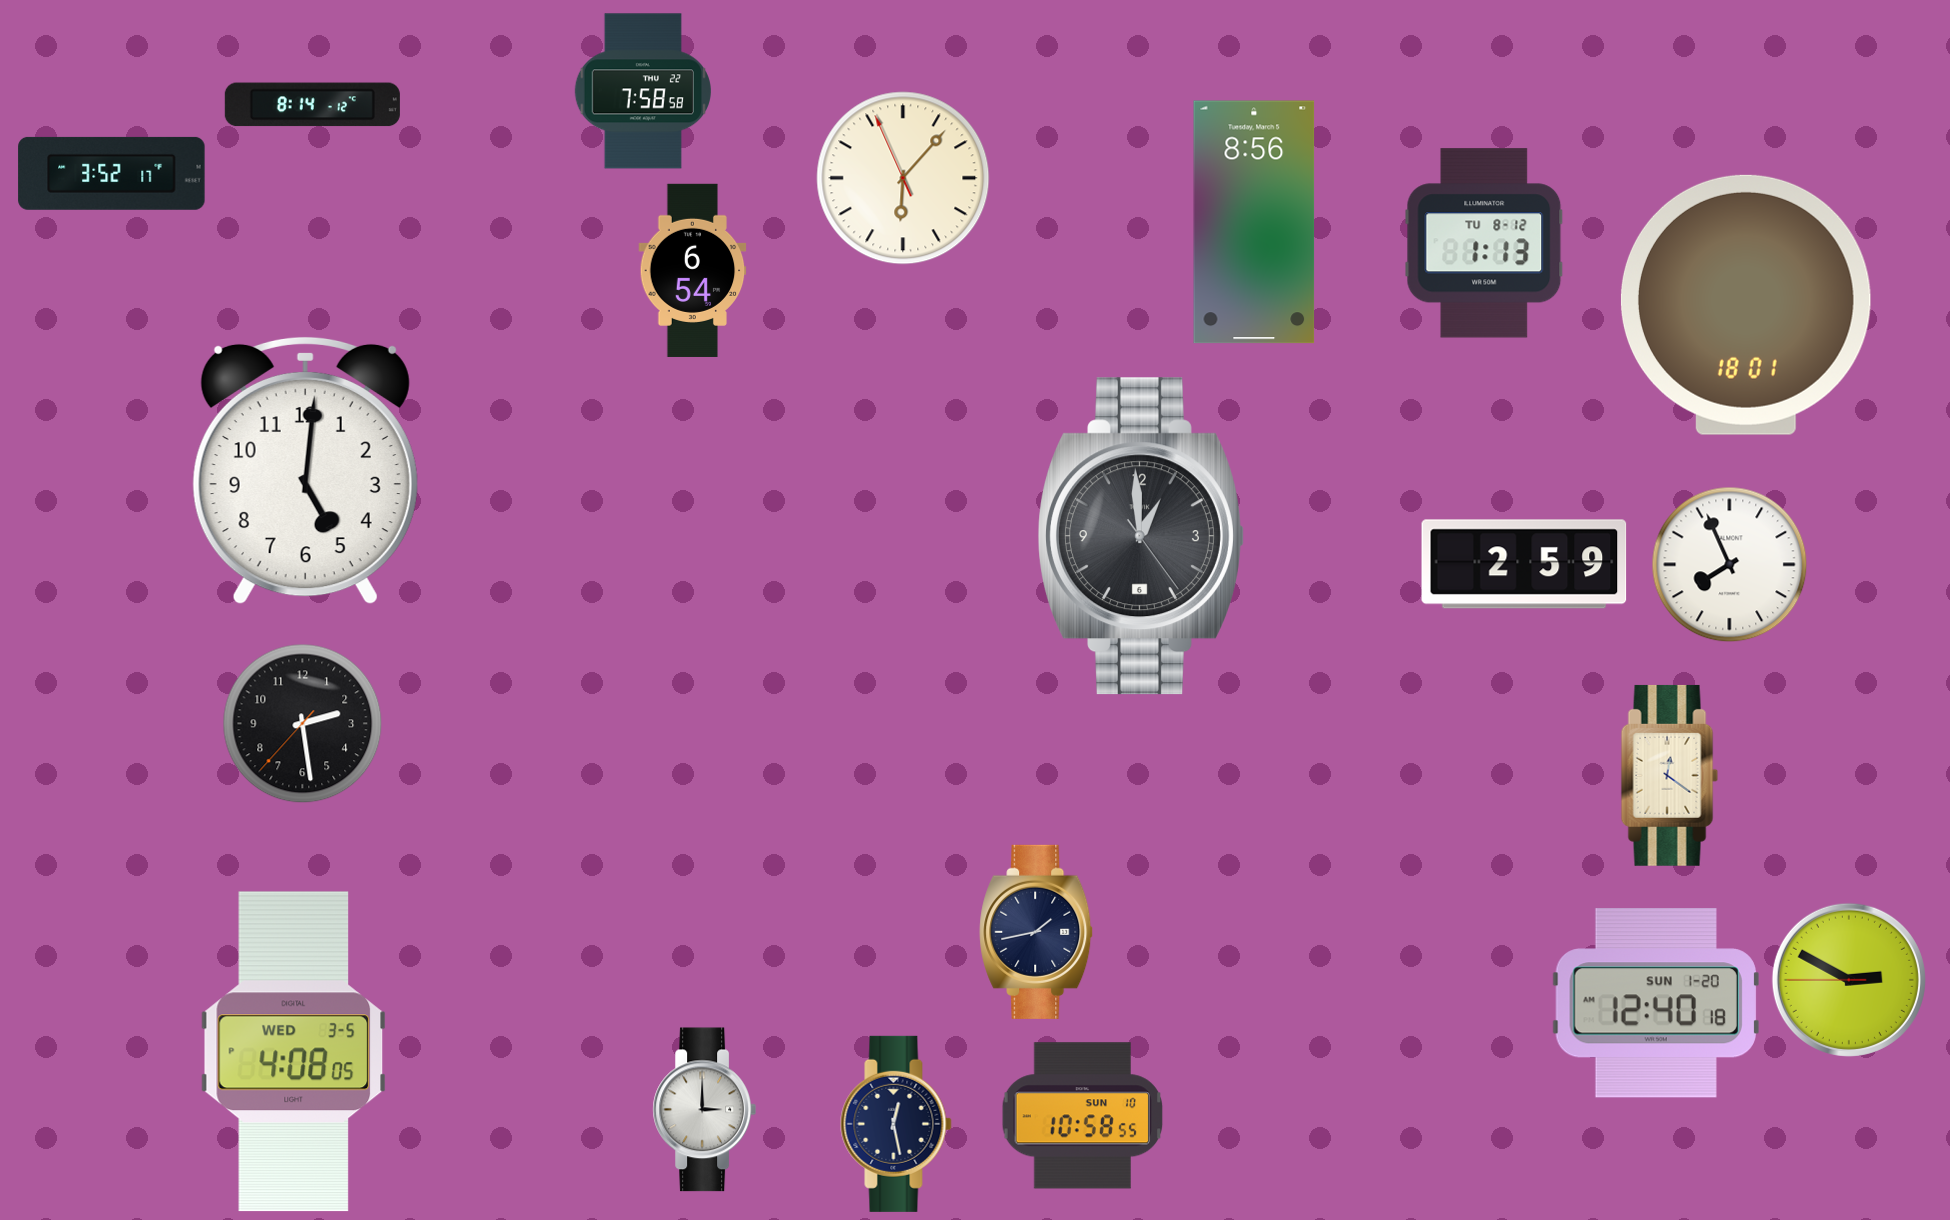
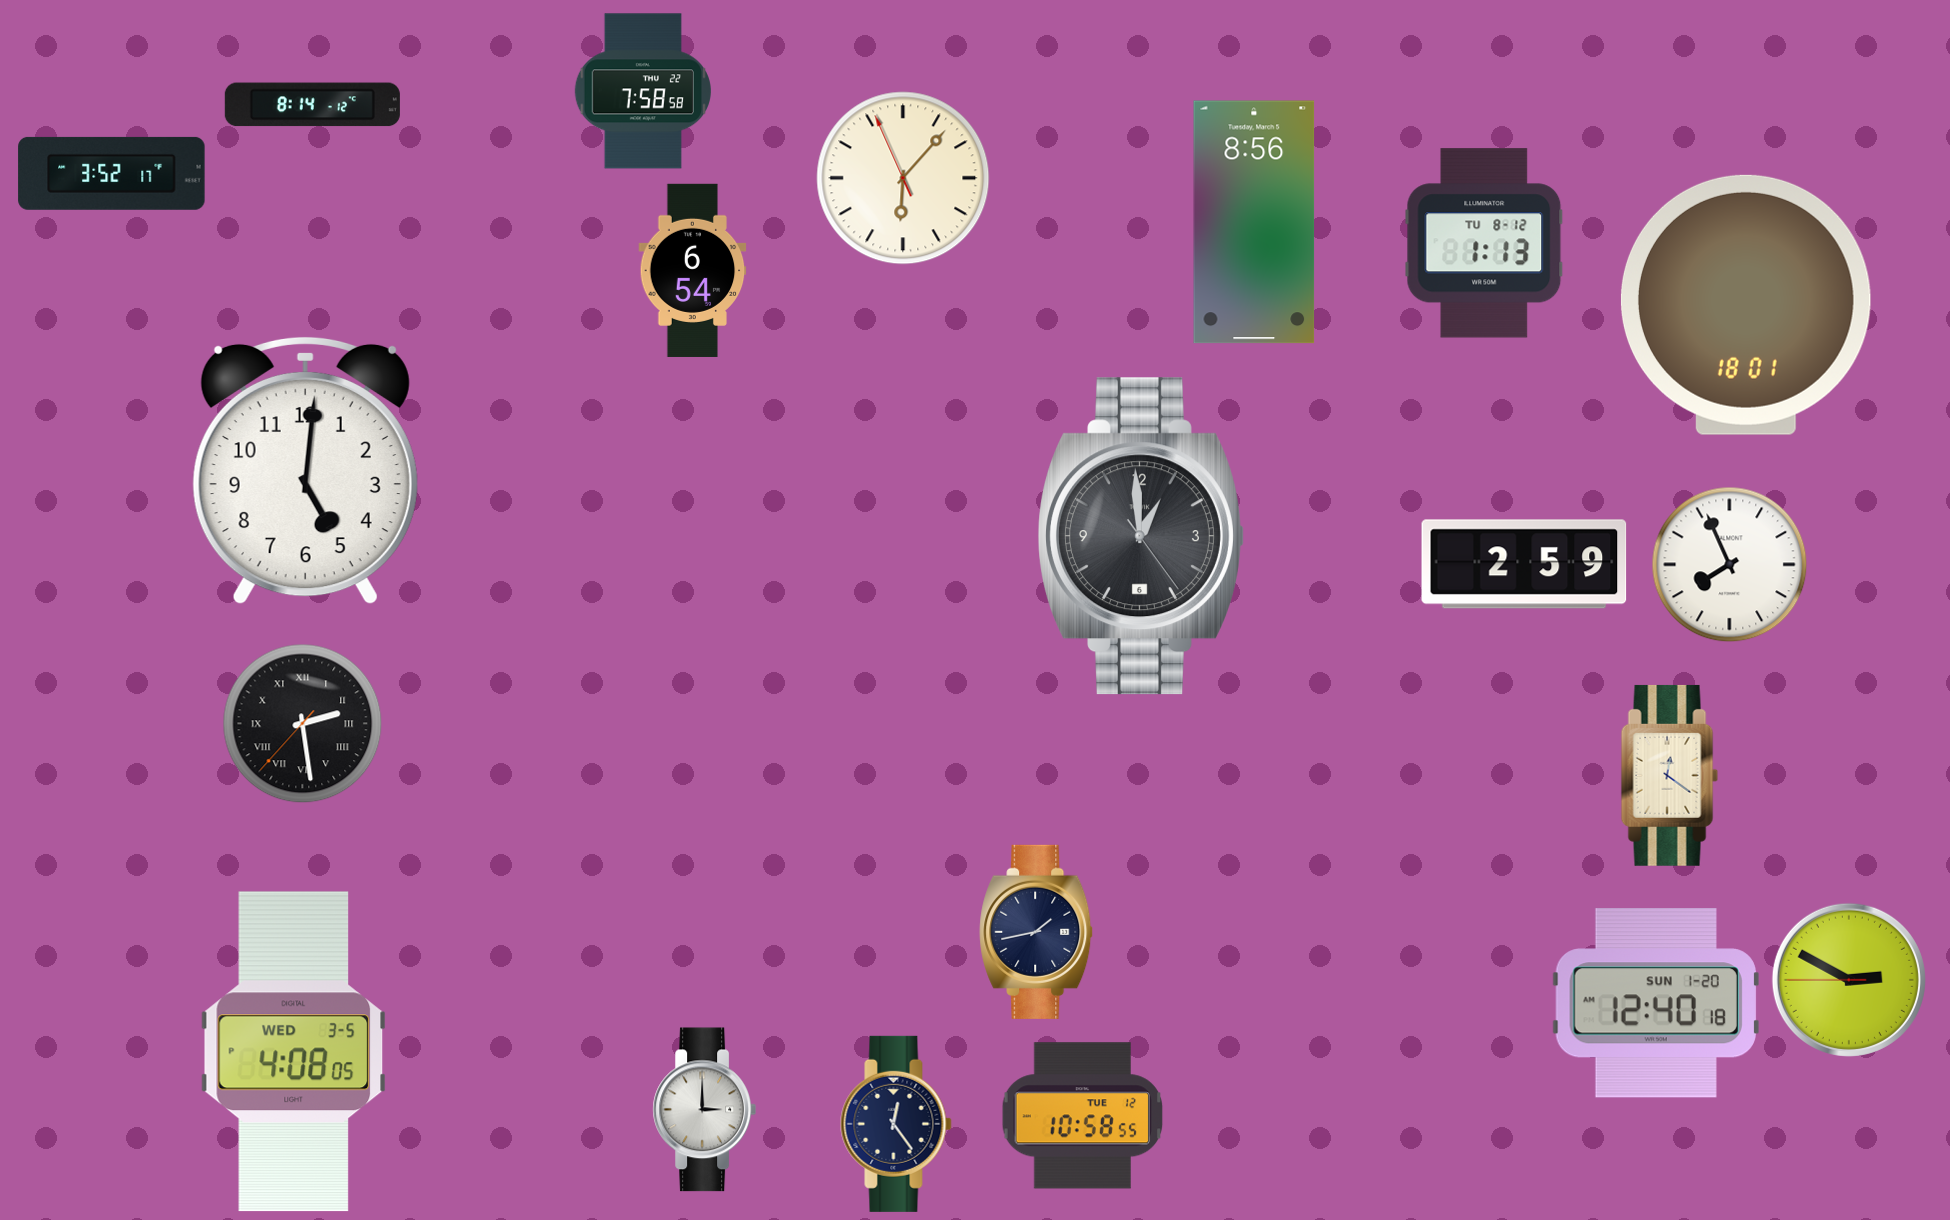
clock at (303, 724) numerals: Arabic -> Roman
clock at (1082, 1116) date: SUN 10 -> TUE 12
clock at (896, 1124): 12:28 -> 12:24
